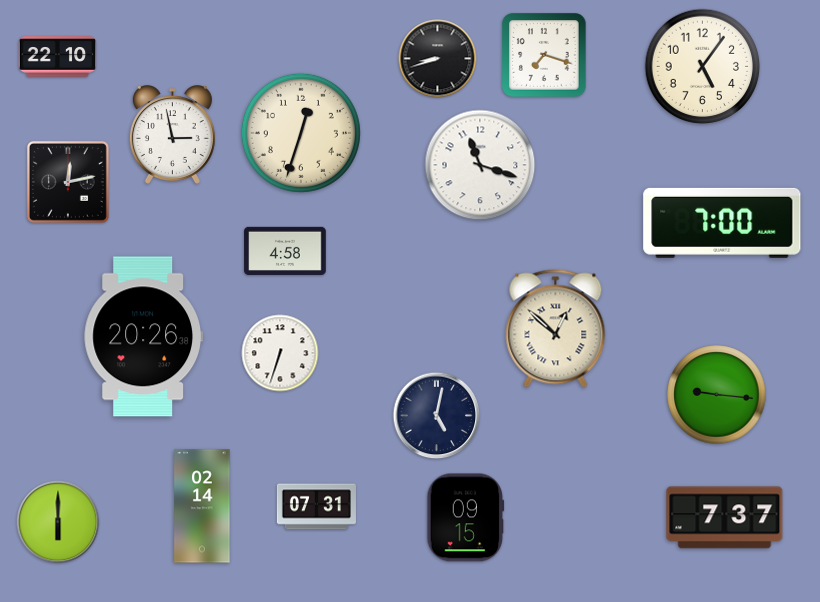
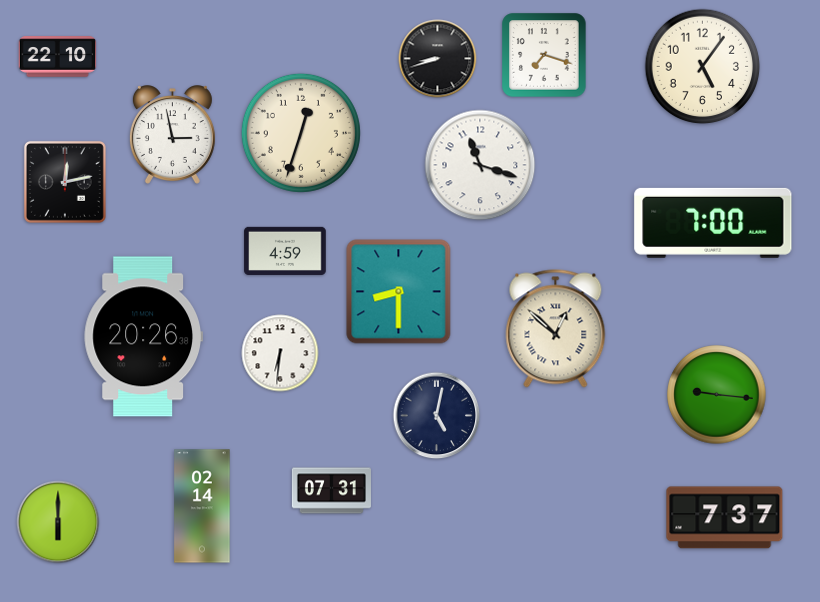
clock at (68, 182) position: (68, 182) -> (65, 182)
clock at (722, 223) position: (722, 223) -> (713, 223)
clock at (285, 251): 4:58 -> 4:59
clock at (399, 292): none -> 8:30
clock at (280, 353): 6:33 -> 6:31
clock at (316, 507) position: (316, 507) -> (331, 491)
clock at (466, 518): 09:15 -> none
